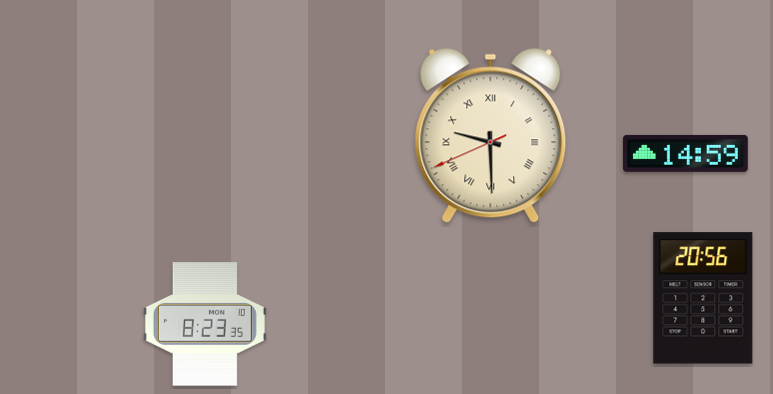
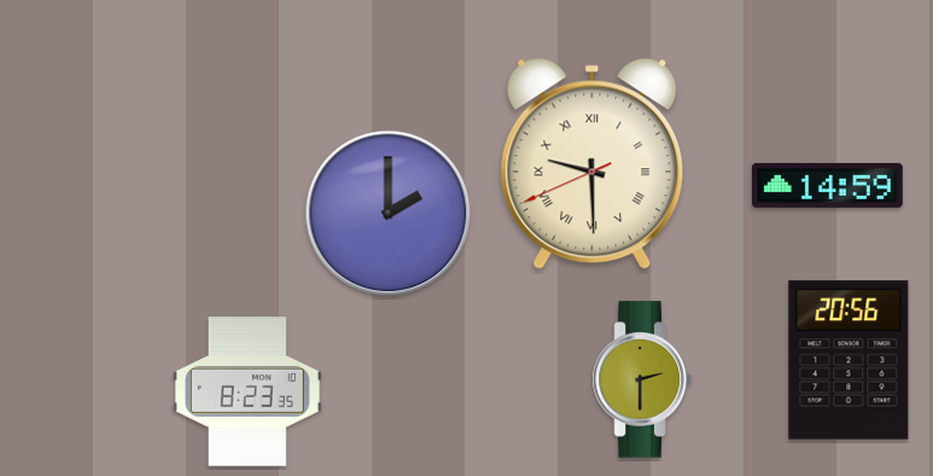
clock at (389, 214): none -> 2:00
clock at (642, 379): none -> 2:30
